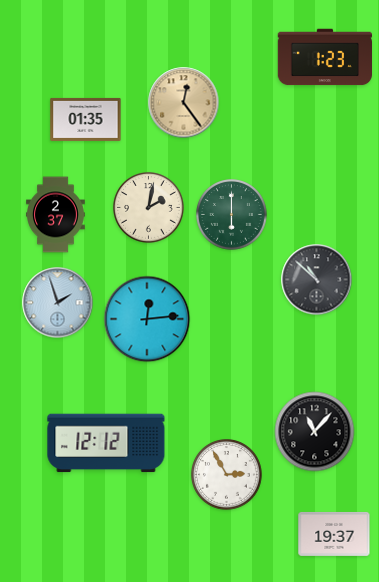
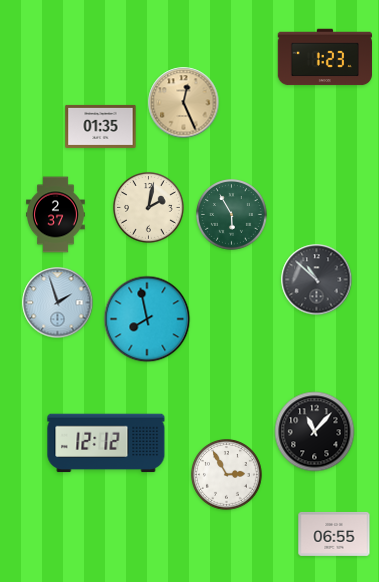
clock at (184, 103): 12:24 -> 12:26
clock at (86, 119) position: (86, 119) -> (101, 126)
clock at (232, 215): 6:00 -> 5:55
clock at (147, 319): 12:14 -> 7:58
clock at (334, 534): 19:37 -> 06:55
